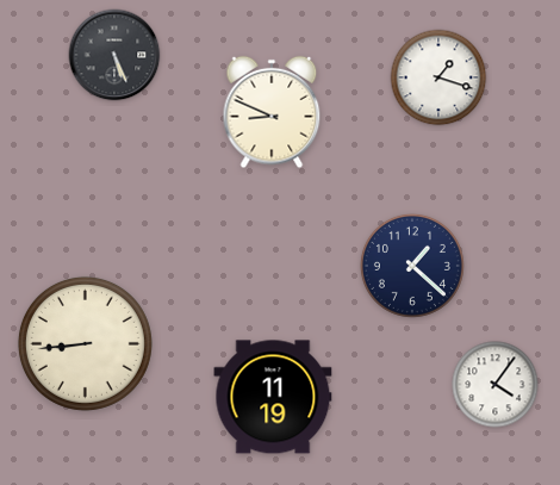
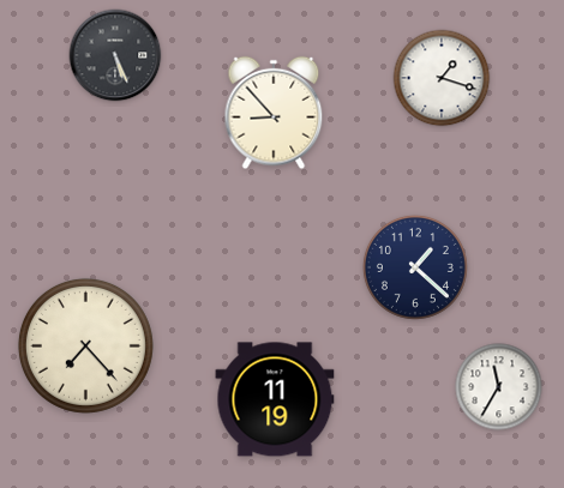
clock at (272, 112): 8:49 -> 8:53
clock at (85, 343): 8:44 -> 7:23
clock at (496, 385): 4:06 -> 11:35
